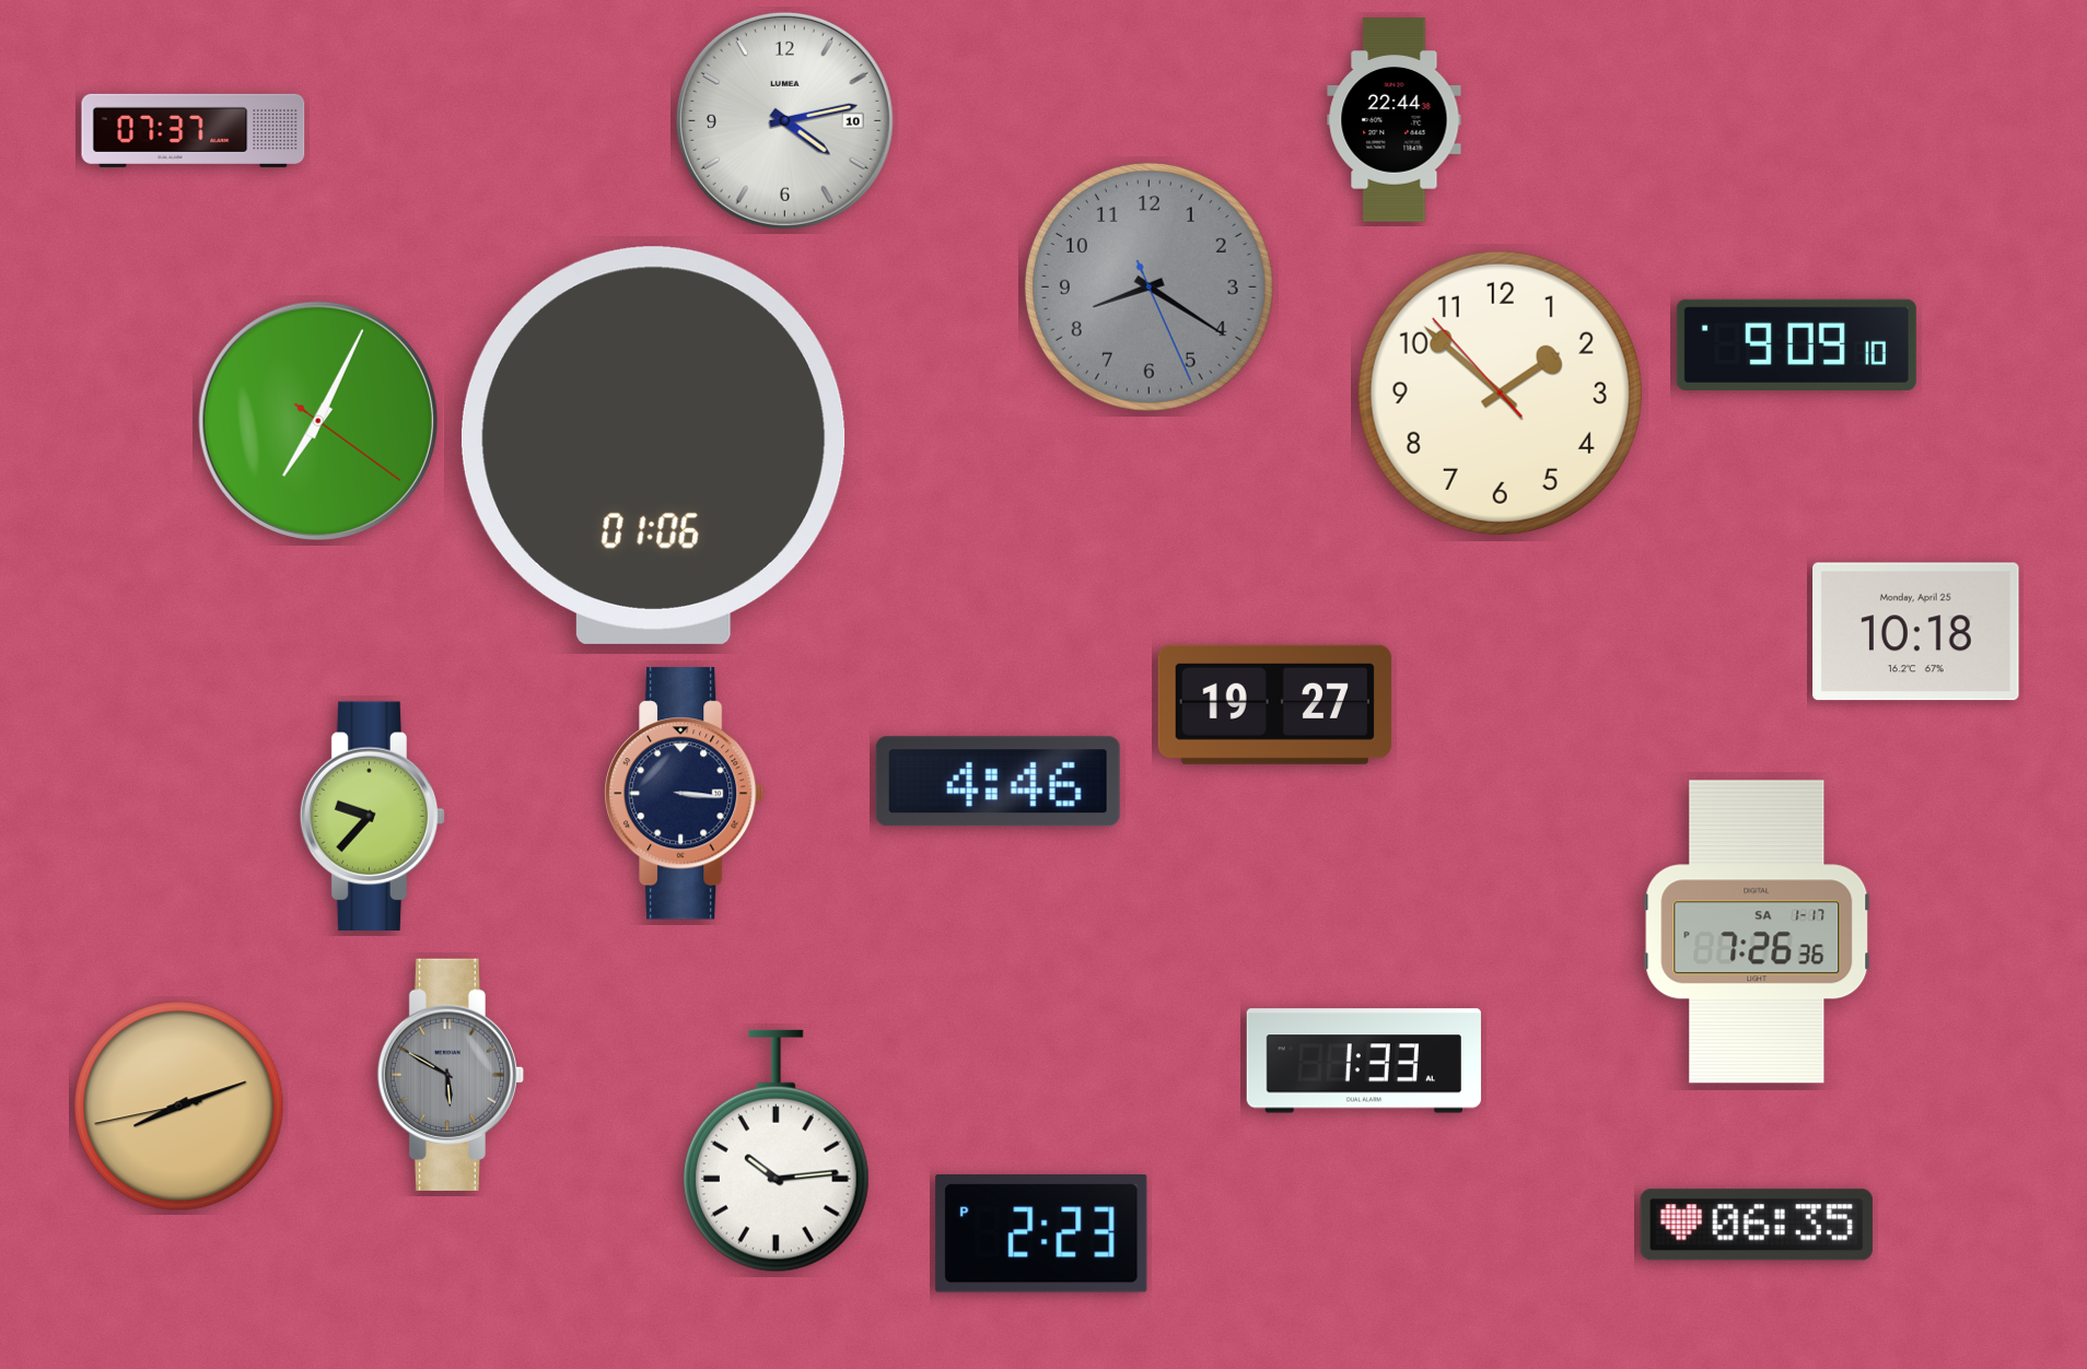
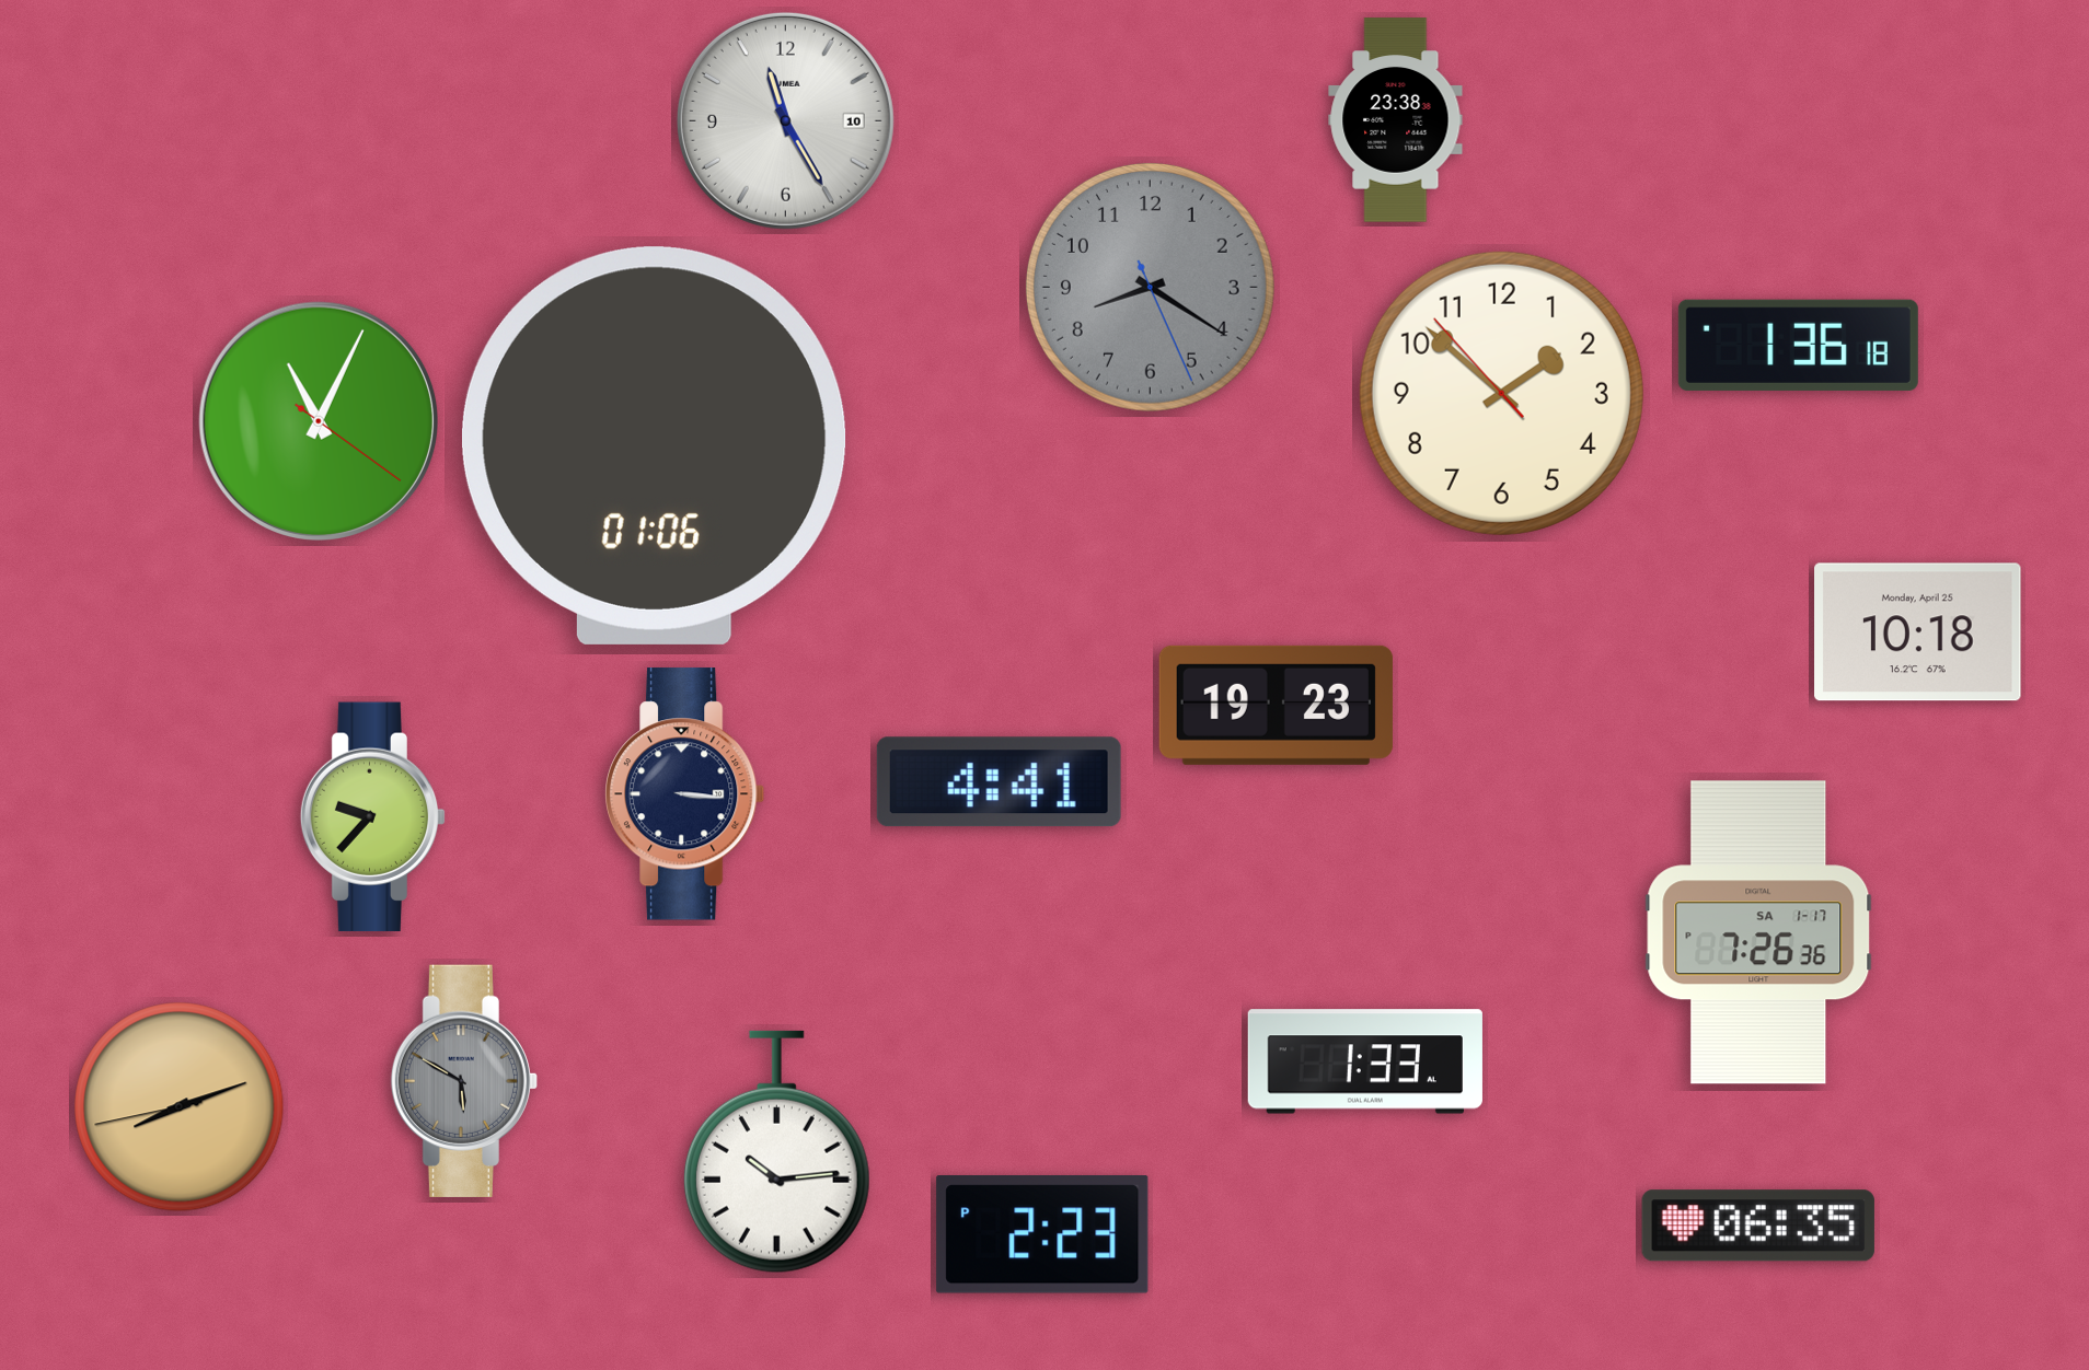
clock at (784, 120): 4:13 -> 11:25
clock at (1395, 120): 22:44 -> 23:38
clock at (194, 130): 07:37 -> none
clock at (1796, 344): 9:09 -> 1:36
clock at (317, 420): 7:04 -> 11:04
clock at (1274, 704): 19:27 -> 19:23
clock at (998, 782): 4:46 -> 4:41
clock at (450, 1075) position: (450, 1075) -> (463, 1081)
